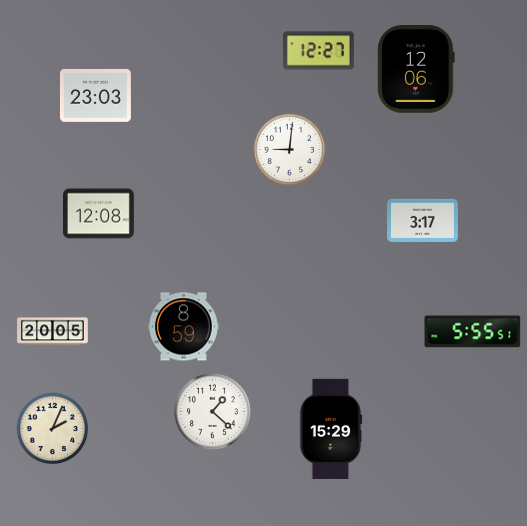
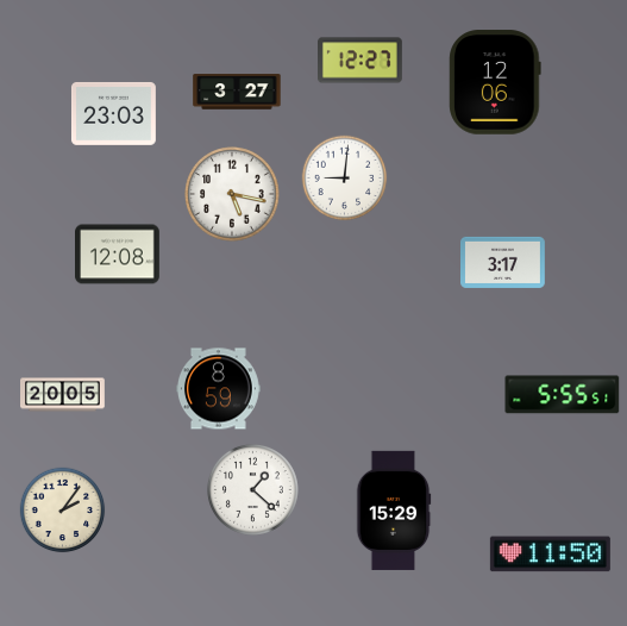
clock at (319, 51) position: (319, 51) -> (360, 61)
clock at (237, 92): none -> 3:27
clock at (232, 194): none -> 5:17
clock at (53, 429): 2:04 -> 2:06
clock at (550, 555): none -> 11:50
